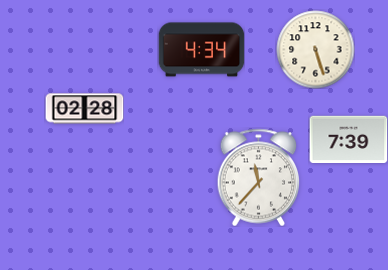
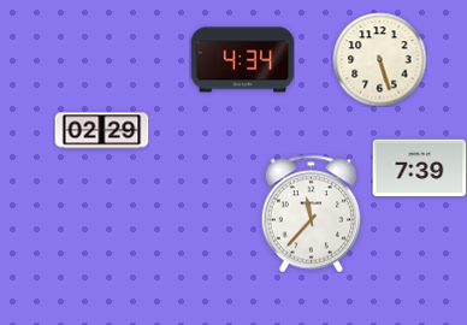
clock at (84, 109): 02:28 -> 02:29
